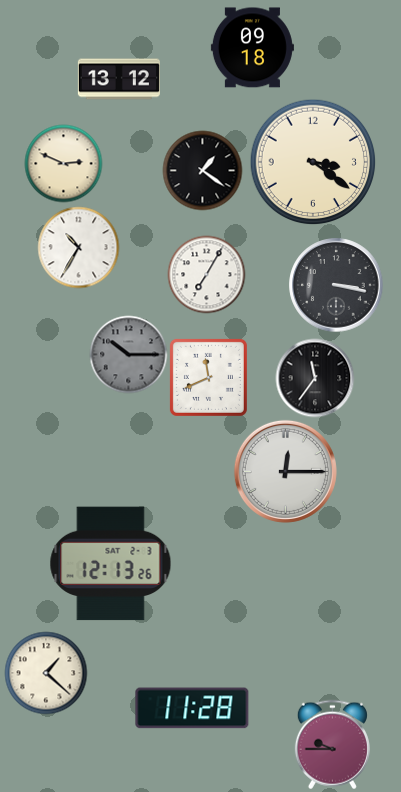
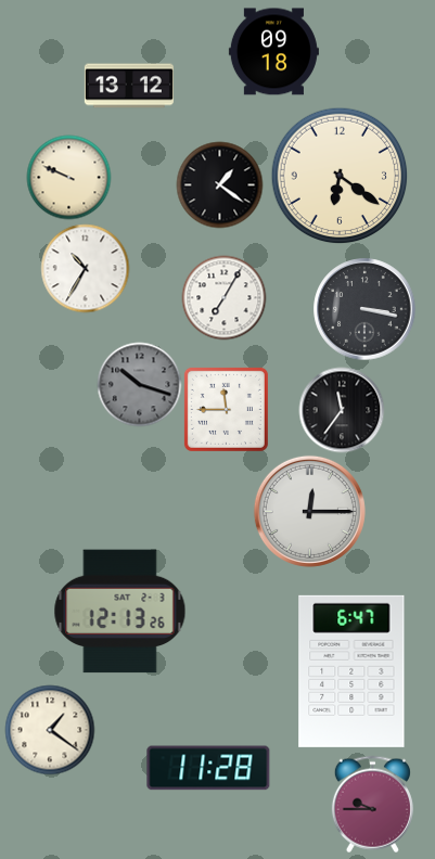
clock at (313, 162): 3:21 -> 6:21
clock at (63, 163): 2:49 -> 9:49
clock at (128, 354): 10:15 -> 10:18
clock at (208, 377): 11:41 -> 11:45
clock at (351, 671): none -> 6:47
clock at (46, 673): 1:22 -> 1:21
clock at (332, 744) position: (332, 744) -> (372, 804)
